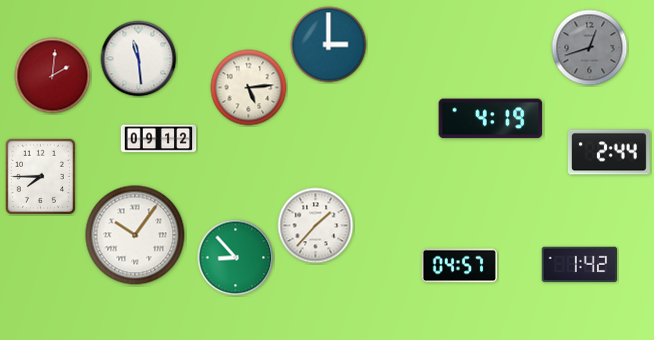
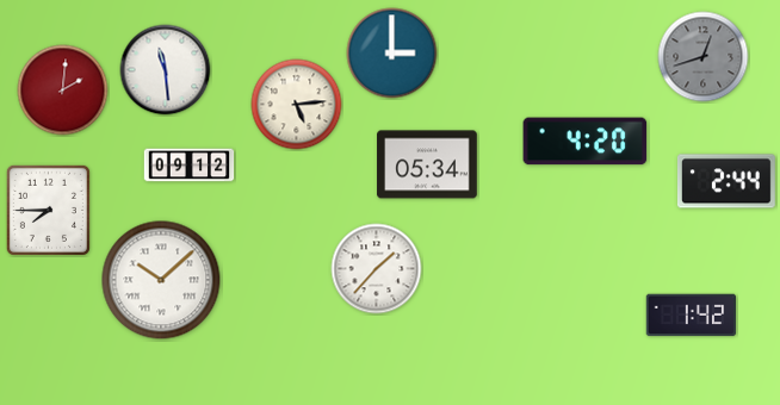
clock at (491, 119): 4:19 -> 4:20
clock at (427, 164): none -> 05:34
clock at (135, 235): 10:06 -> 10:08
clock at (236, 258): 8:53 -> none
clock at (460, 266): 04:57 -> none
